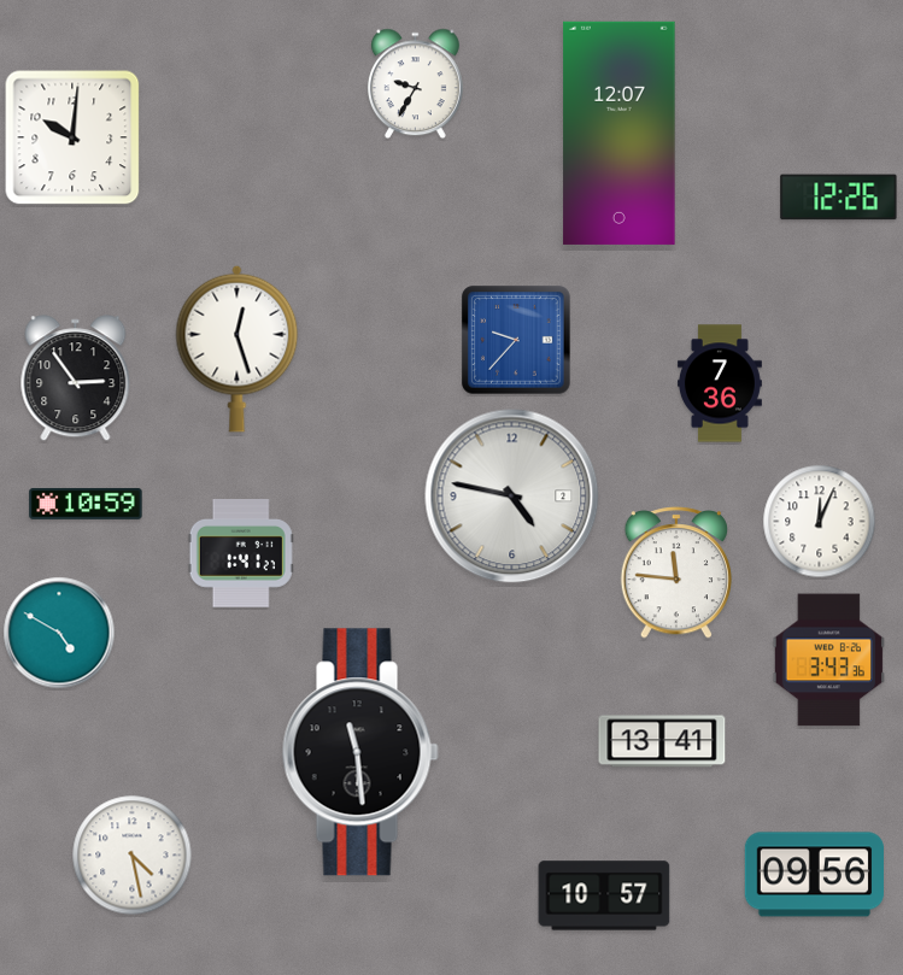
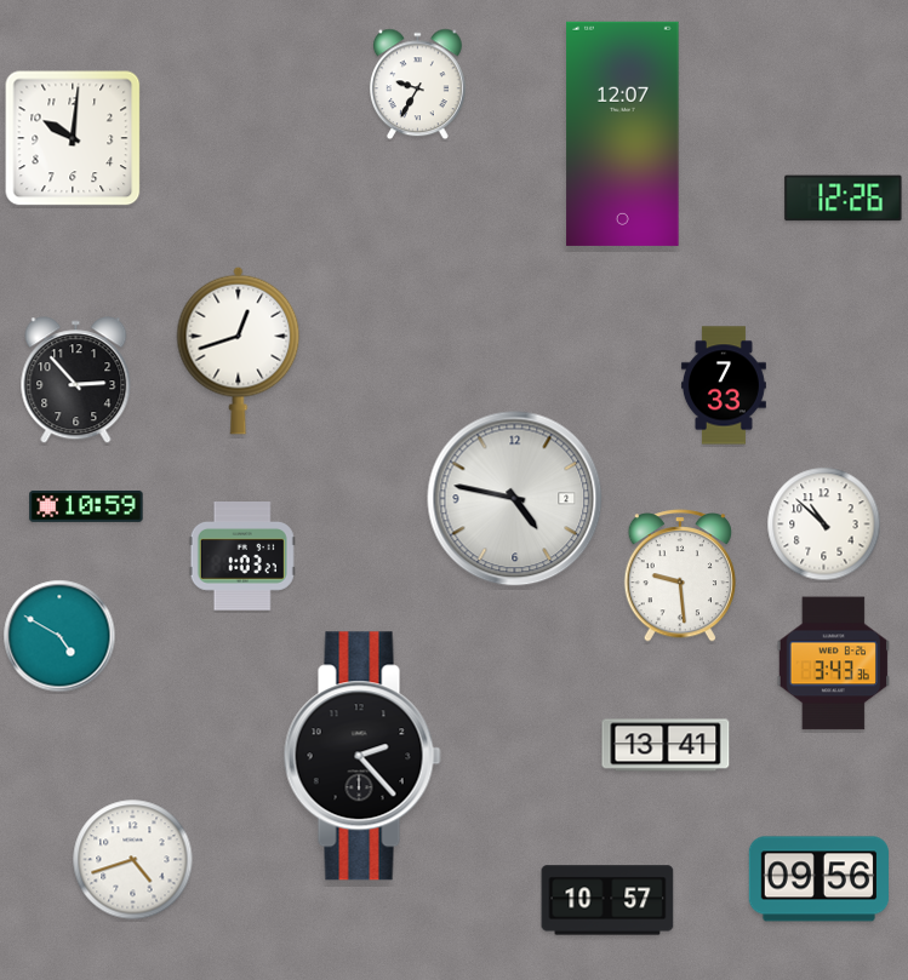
clock at (516, 340): 9:37 -> none
clock at (238, 348): 12:27 -> 12:42
clock at (76, 378): 2:54 -> 2:53
clock at (720, 383): 7:36 -> 7:33
clock at (820, 522): 12:04 -> 10:52
clock at (241, 553): 1:41 -> 1:03
clock at (676, 572): 11:46 -> 9:29
clock at (360, 752): 11:29 -> 2:23
clock at (133, 856): 4:28 -> 4:42
